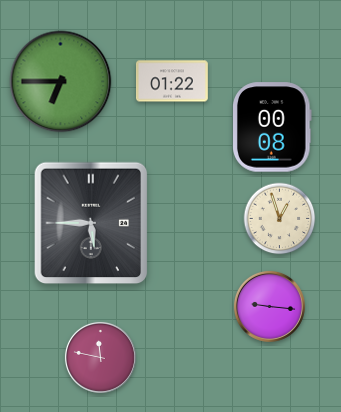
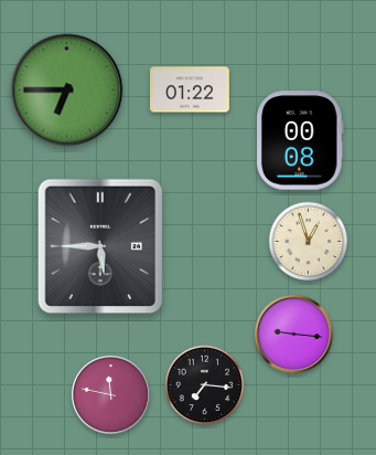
clock at (269, 306) position: (269, 306) -> (293, 334)
clock at (205, 385): none -> 7:16
